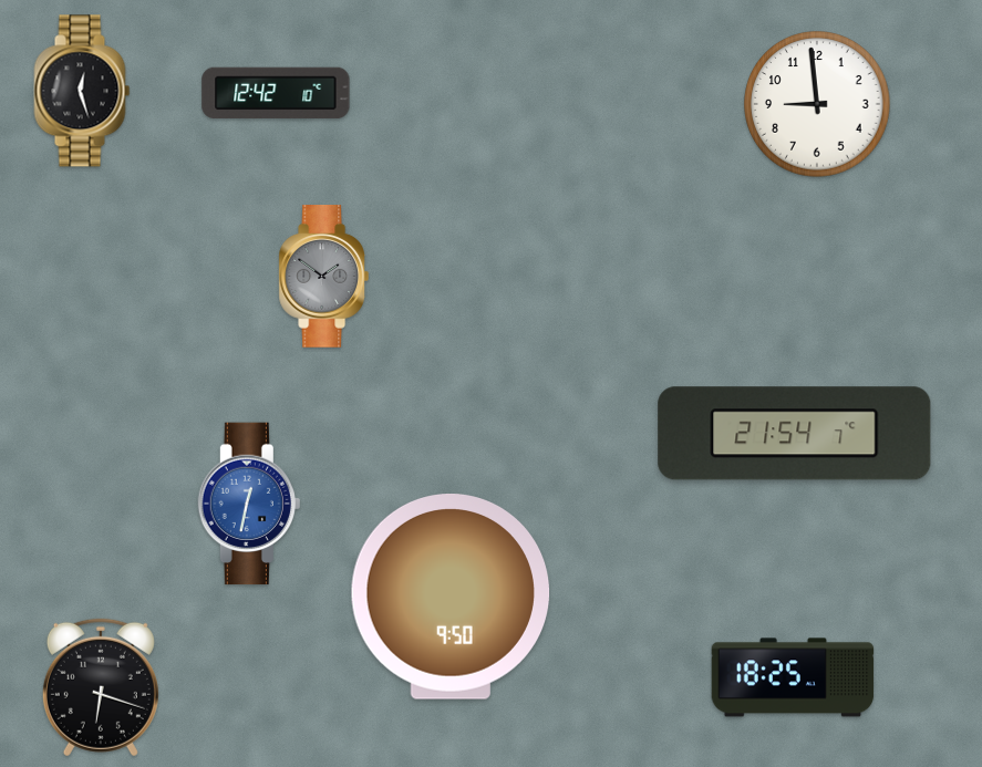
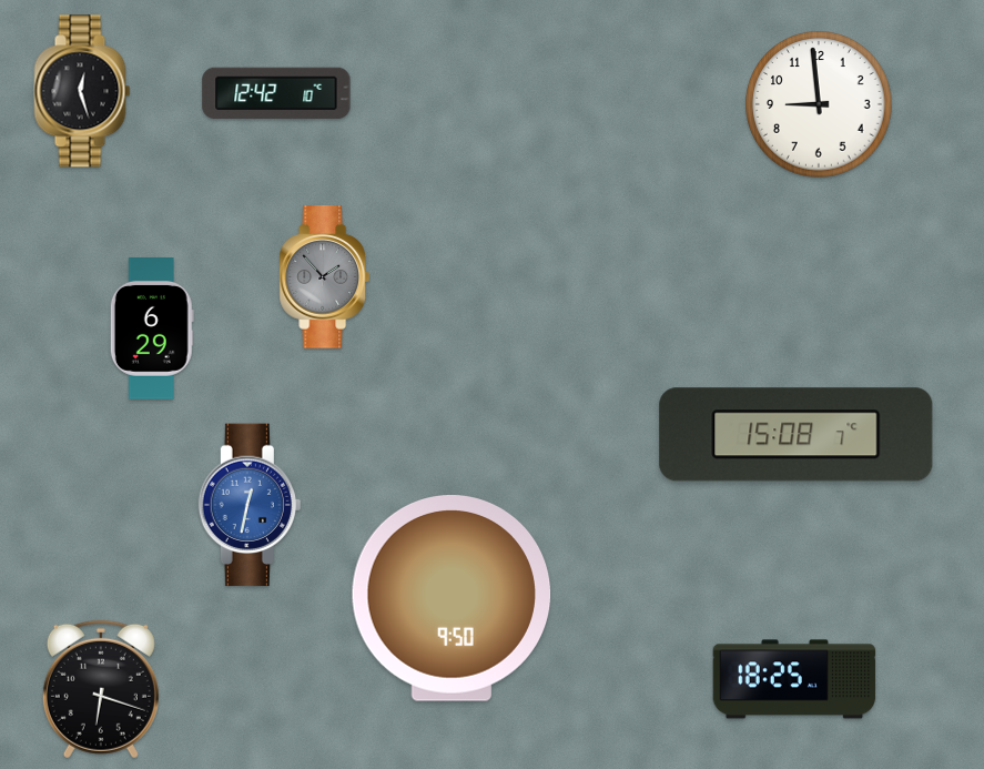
clock at (323, 277): 1:51 -> 1:53
clock at (152, 330): none -> 6:29
clock at (795, 434): 21:54 -> 15:08
